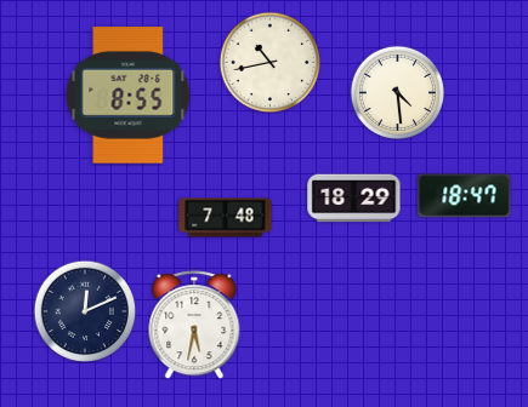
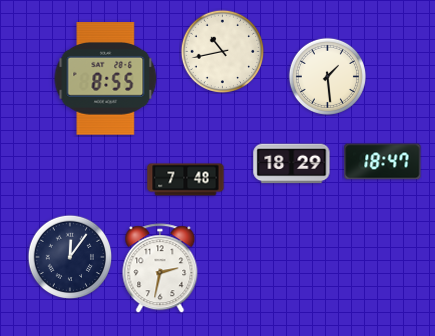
clock at (397, 92): 4:29 -> 1:29
clock at (85, 311): 12:11 -> 12:06
clock at (194, 325): 5:32 -> 2:32
